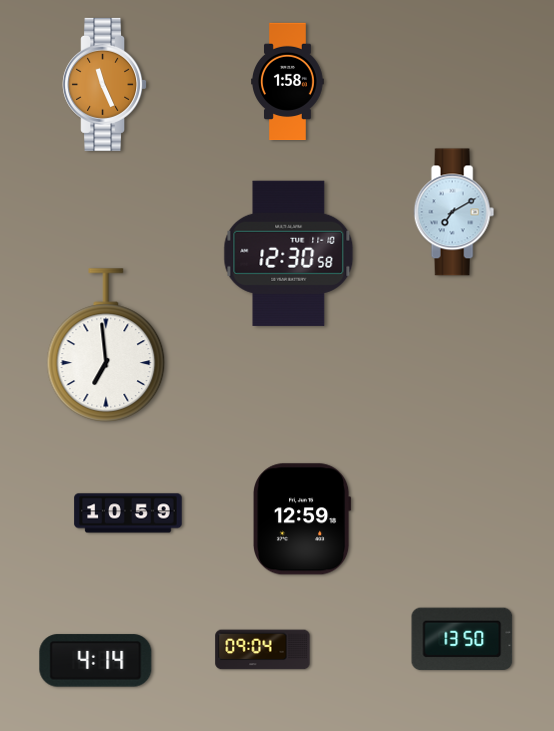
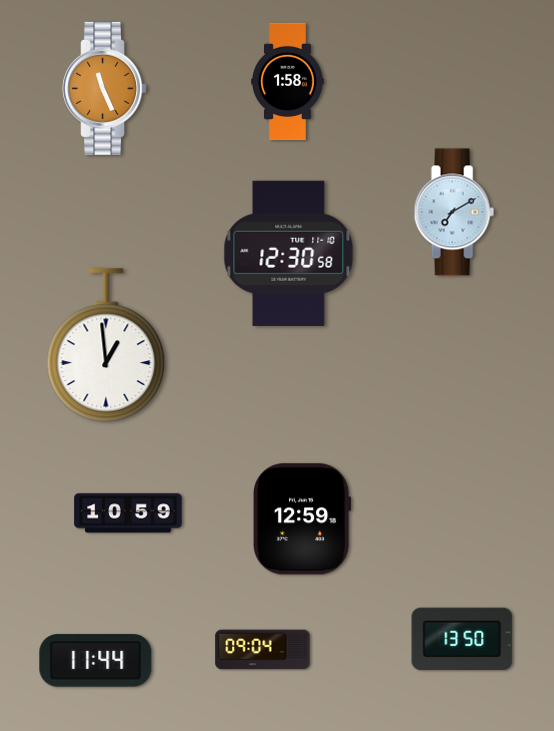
clock at (105, 84) position: (105, 84) -> (105, 88)
clock at (106, 345): 6:59 -> 12:59
clock at (96, 661): 4:14 -> 11:44
